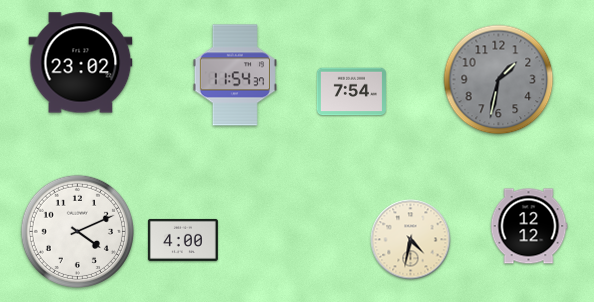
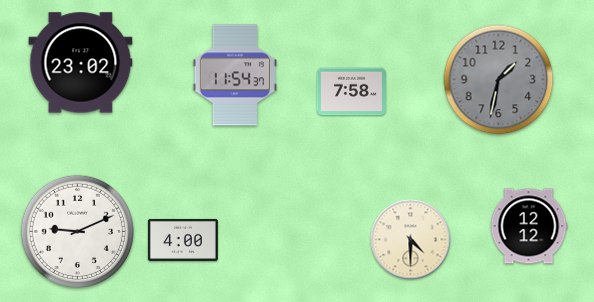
clock at (351, 92): 7:54 -> 7:58
clock at (77, 231): 4:11 -> 9:11
clock at (411, 240): 4:32 -> 4:30
